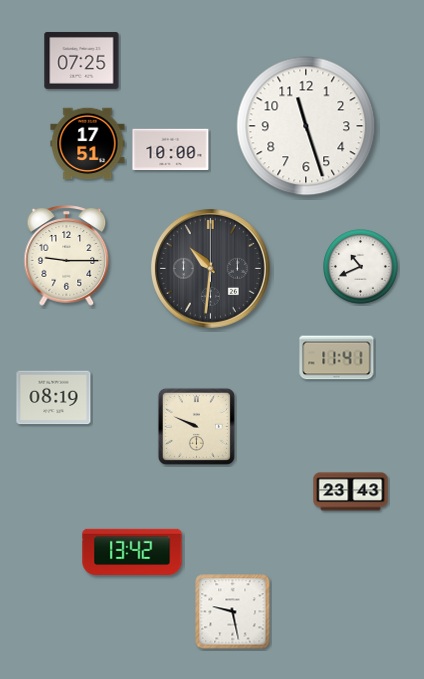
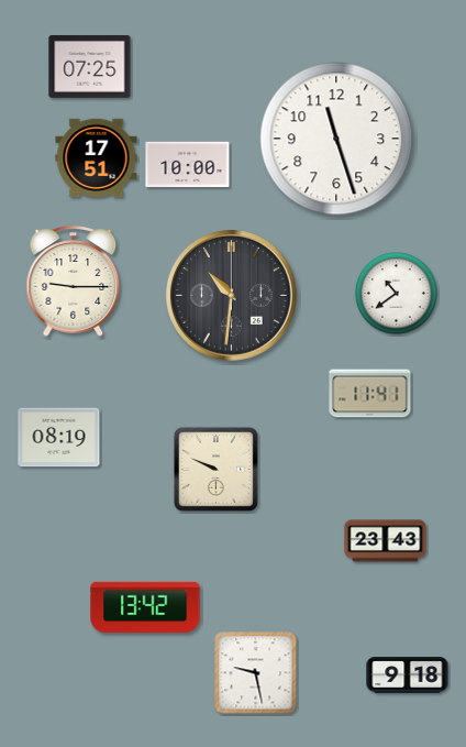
clock at (361, 267): 10:41 -> 10:39
clock at (408, 675): none -> 9:18
